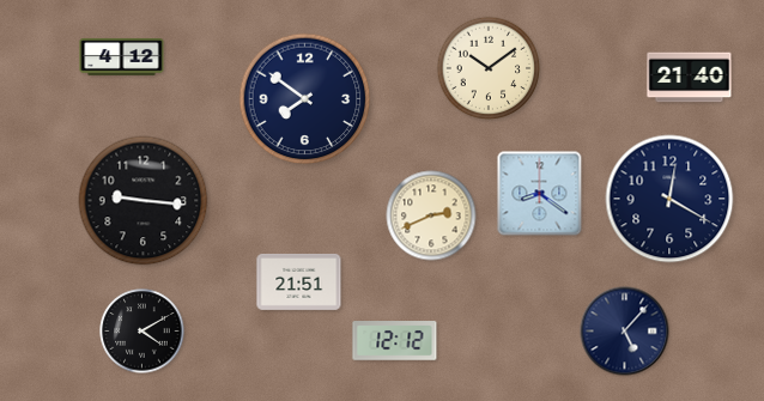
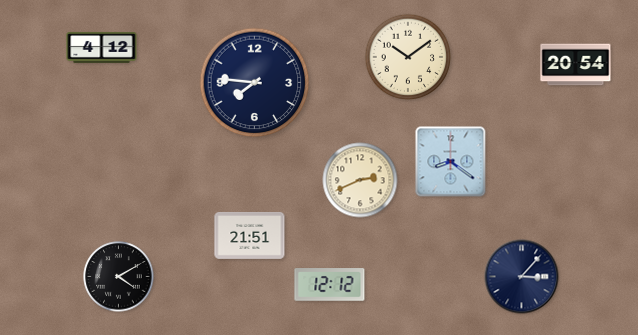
clock at (690, 78): 21:40 -> 20:54
clock at (305, 99): 7:51 -> 7:46
clock at (669, 199): 12:20 -> none
clock at (144, 201): 9:16 -> none
clock at (625, 332): 5:07 -> 3:07
